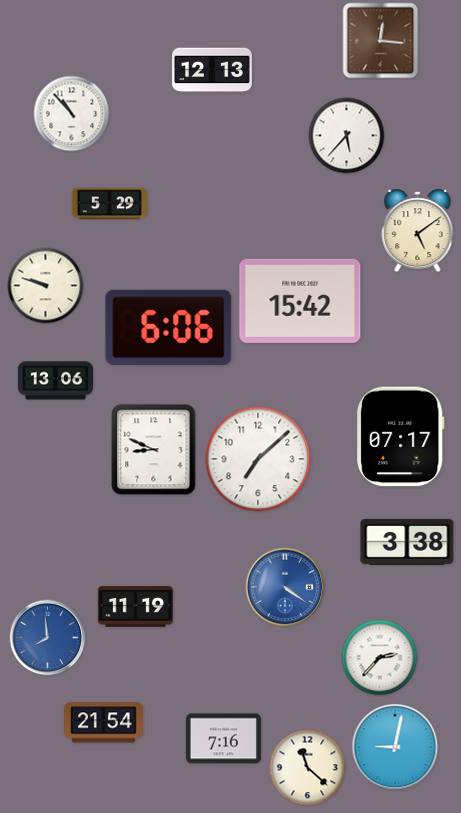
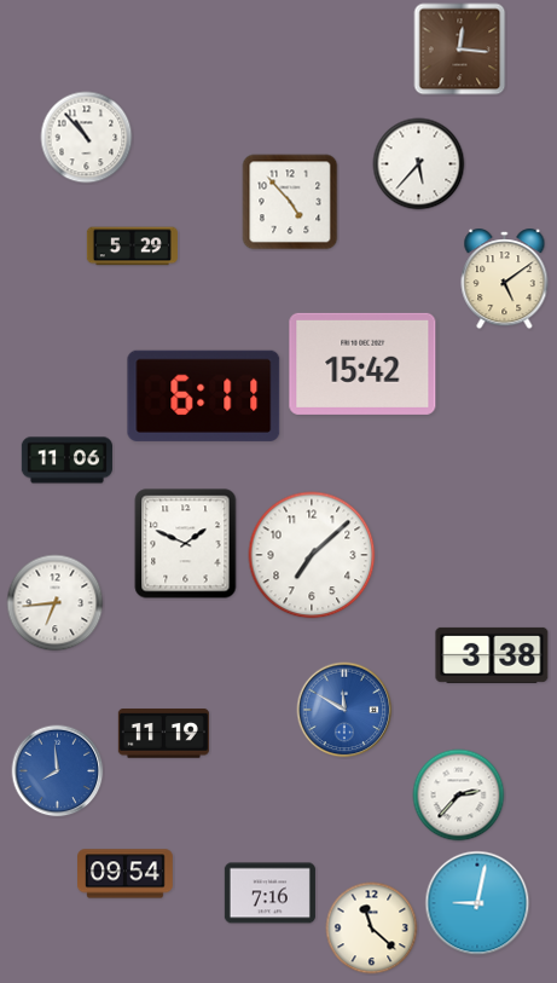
clock at (212, 70): 12:13 -> none
clock at (290, 202): none -> 4:53
clock at (46, 286): 9:48 -> none
clock at (169, 327): 6:06 -> 6:11
clock at (55, 381): 13:06 -> 11:06
clock at (400, 437): 07:17 -> none
clock at (154, 450): 8:49 -> 1:49
clock at (56, 603): none -> 6:44
clock at (285, 587): 4:21 -> 11:50
clock at (104, 723): 21:54 -> 09:54
